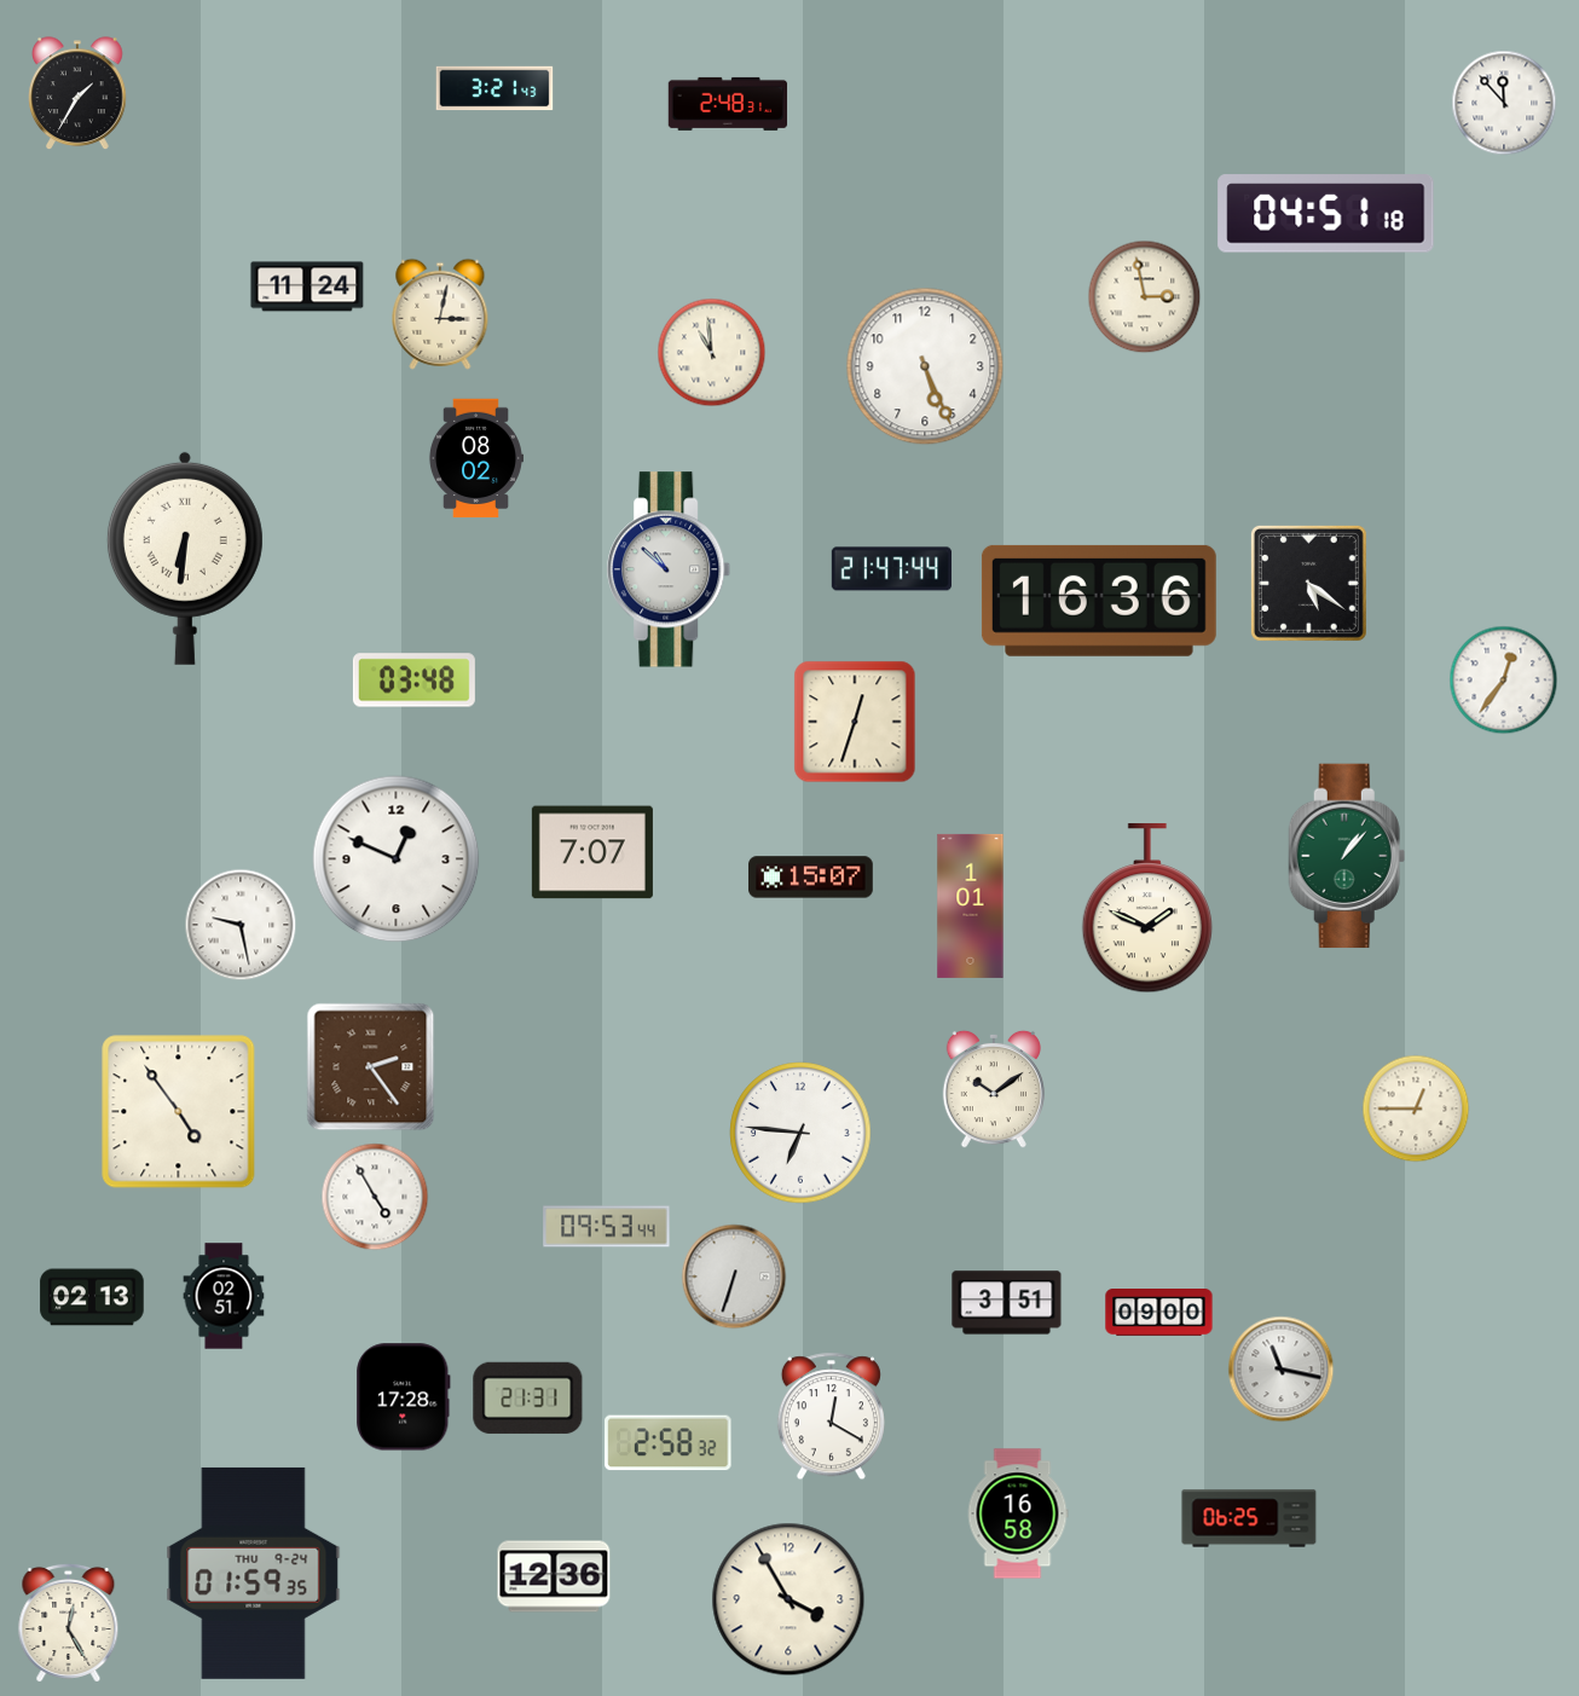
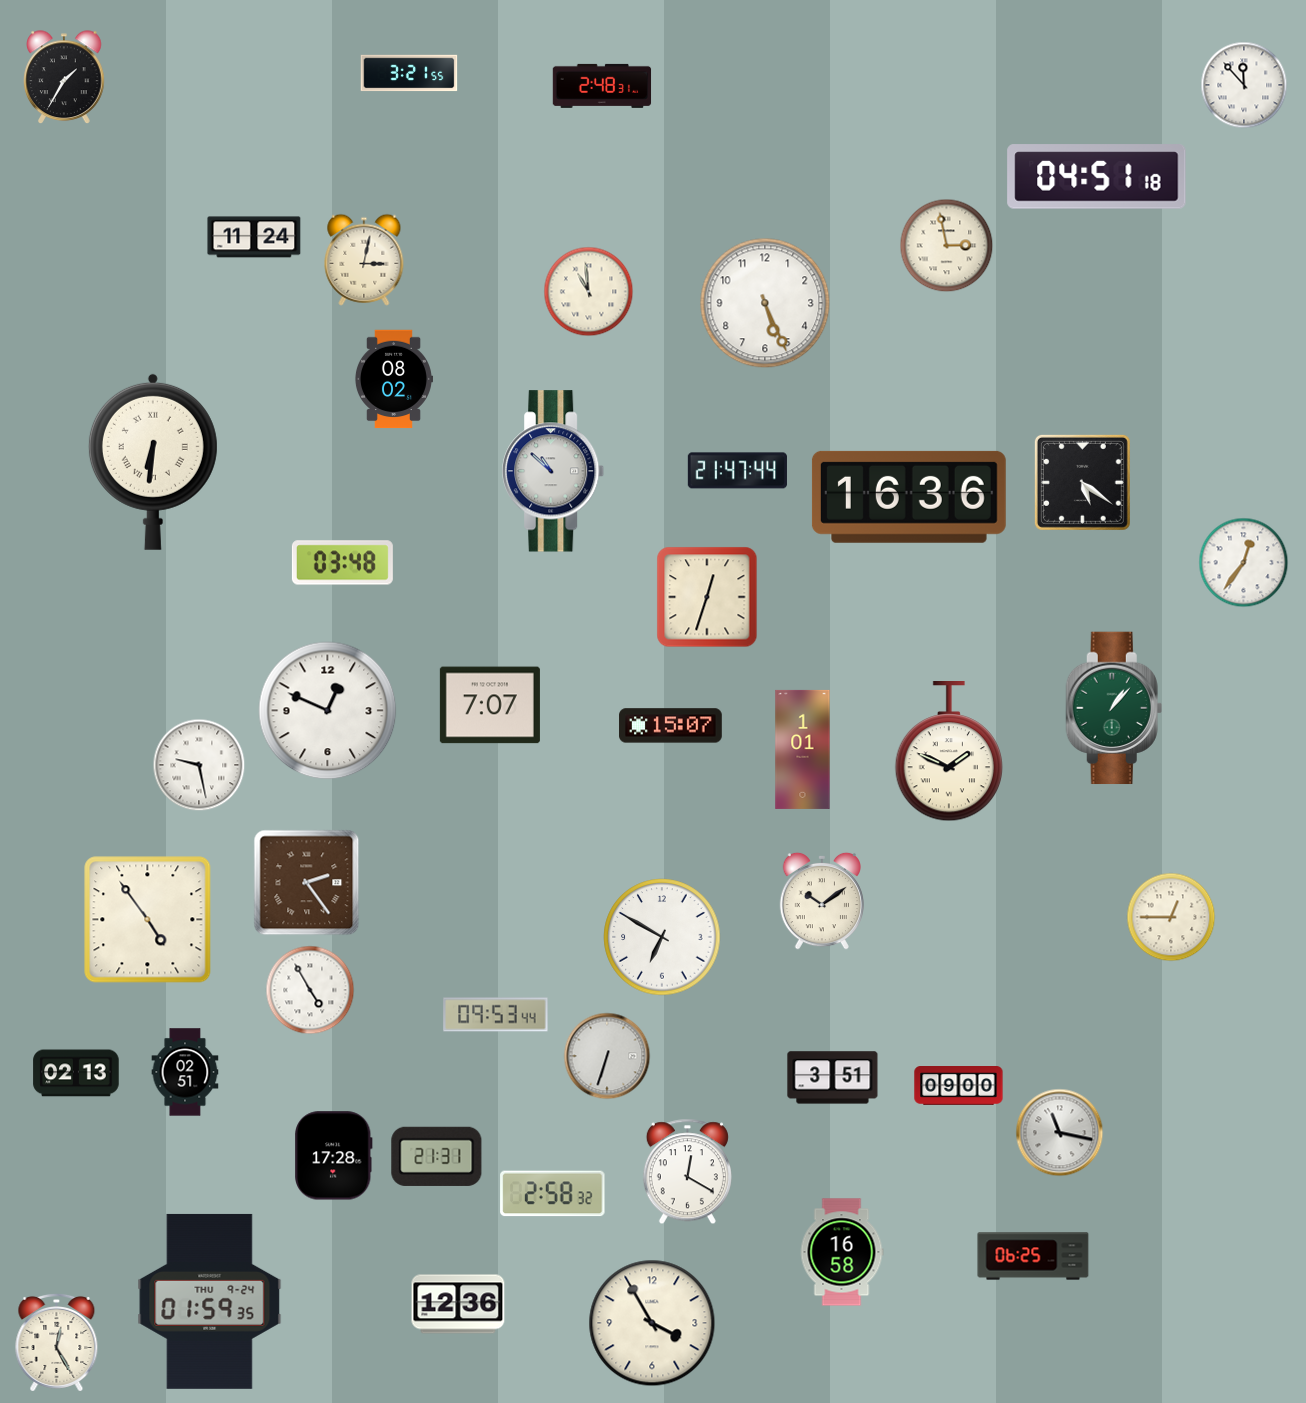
clock at (494, 88): 3:21:43 -> 3:21:55
clock at (800, 1133): 6:46 -> 6:50
clock at (607, 1227) position: (607, 1227) -> (496, 1015)
